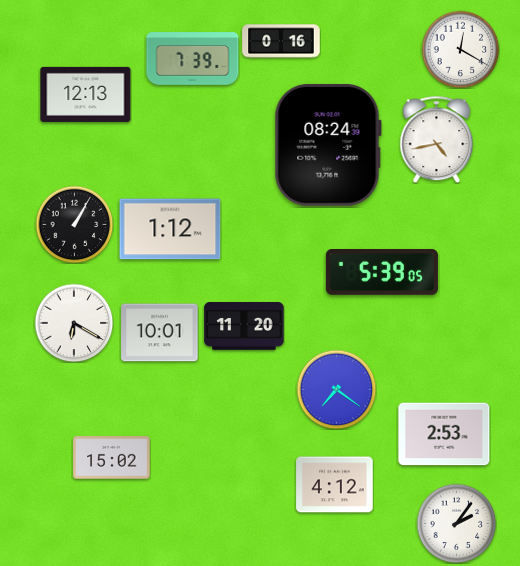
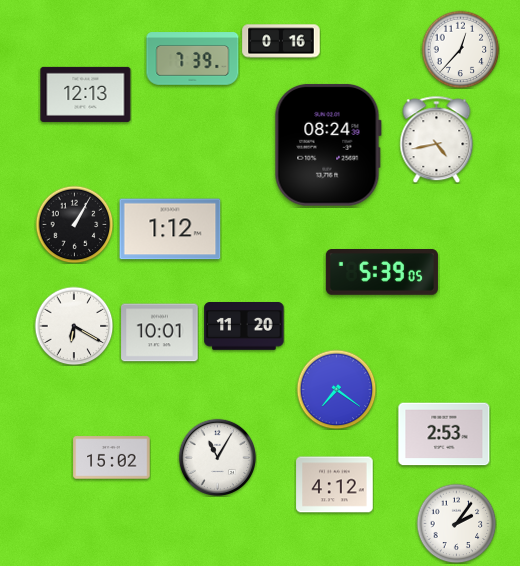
clock at (460, 49): 12:20 -> 12:37
clock at (74, 323) position: (74, 323) -> (74, 326)
clock at (217, 457): none -> 11:05
